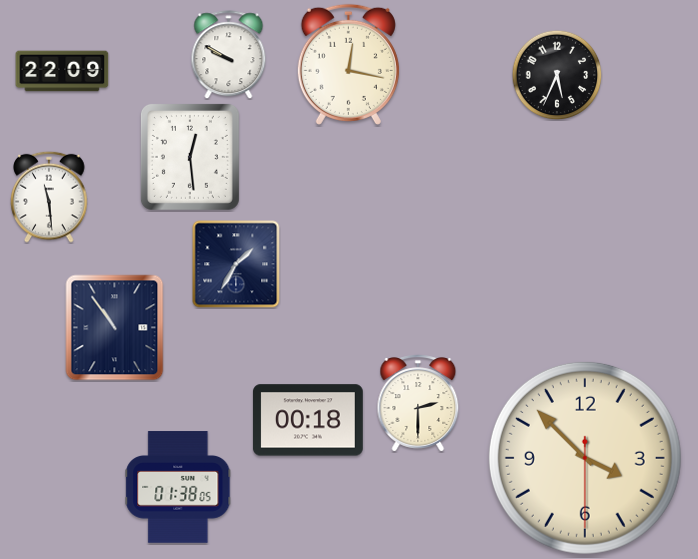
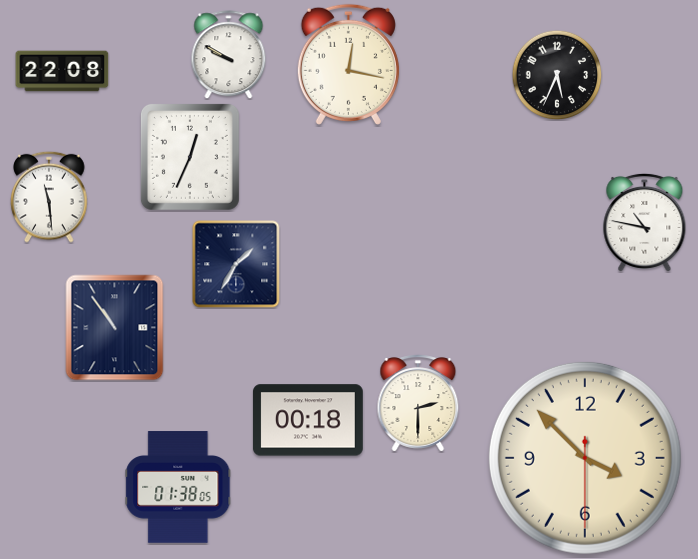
clock at (62, 71): 22:09 -> 22:08
clock at (190, 157): 12:29 -> 12:34
clock at (645, 222): none -> 10:47
